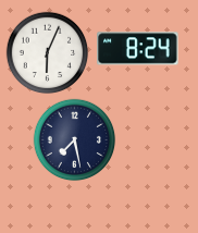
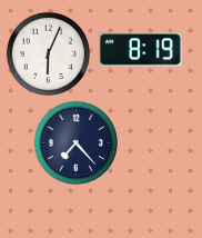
clock at (138, 49): 8:24 -> 8:19
clock at (75, 140): 7:28 -> 7:23
